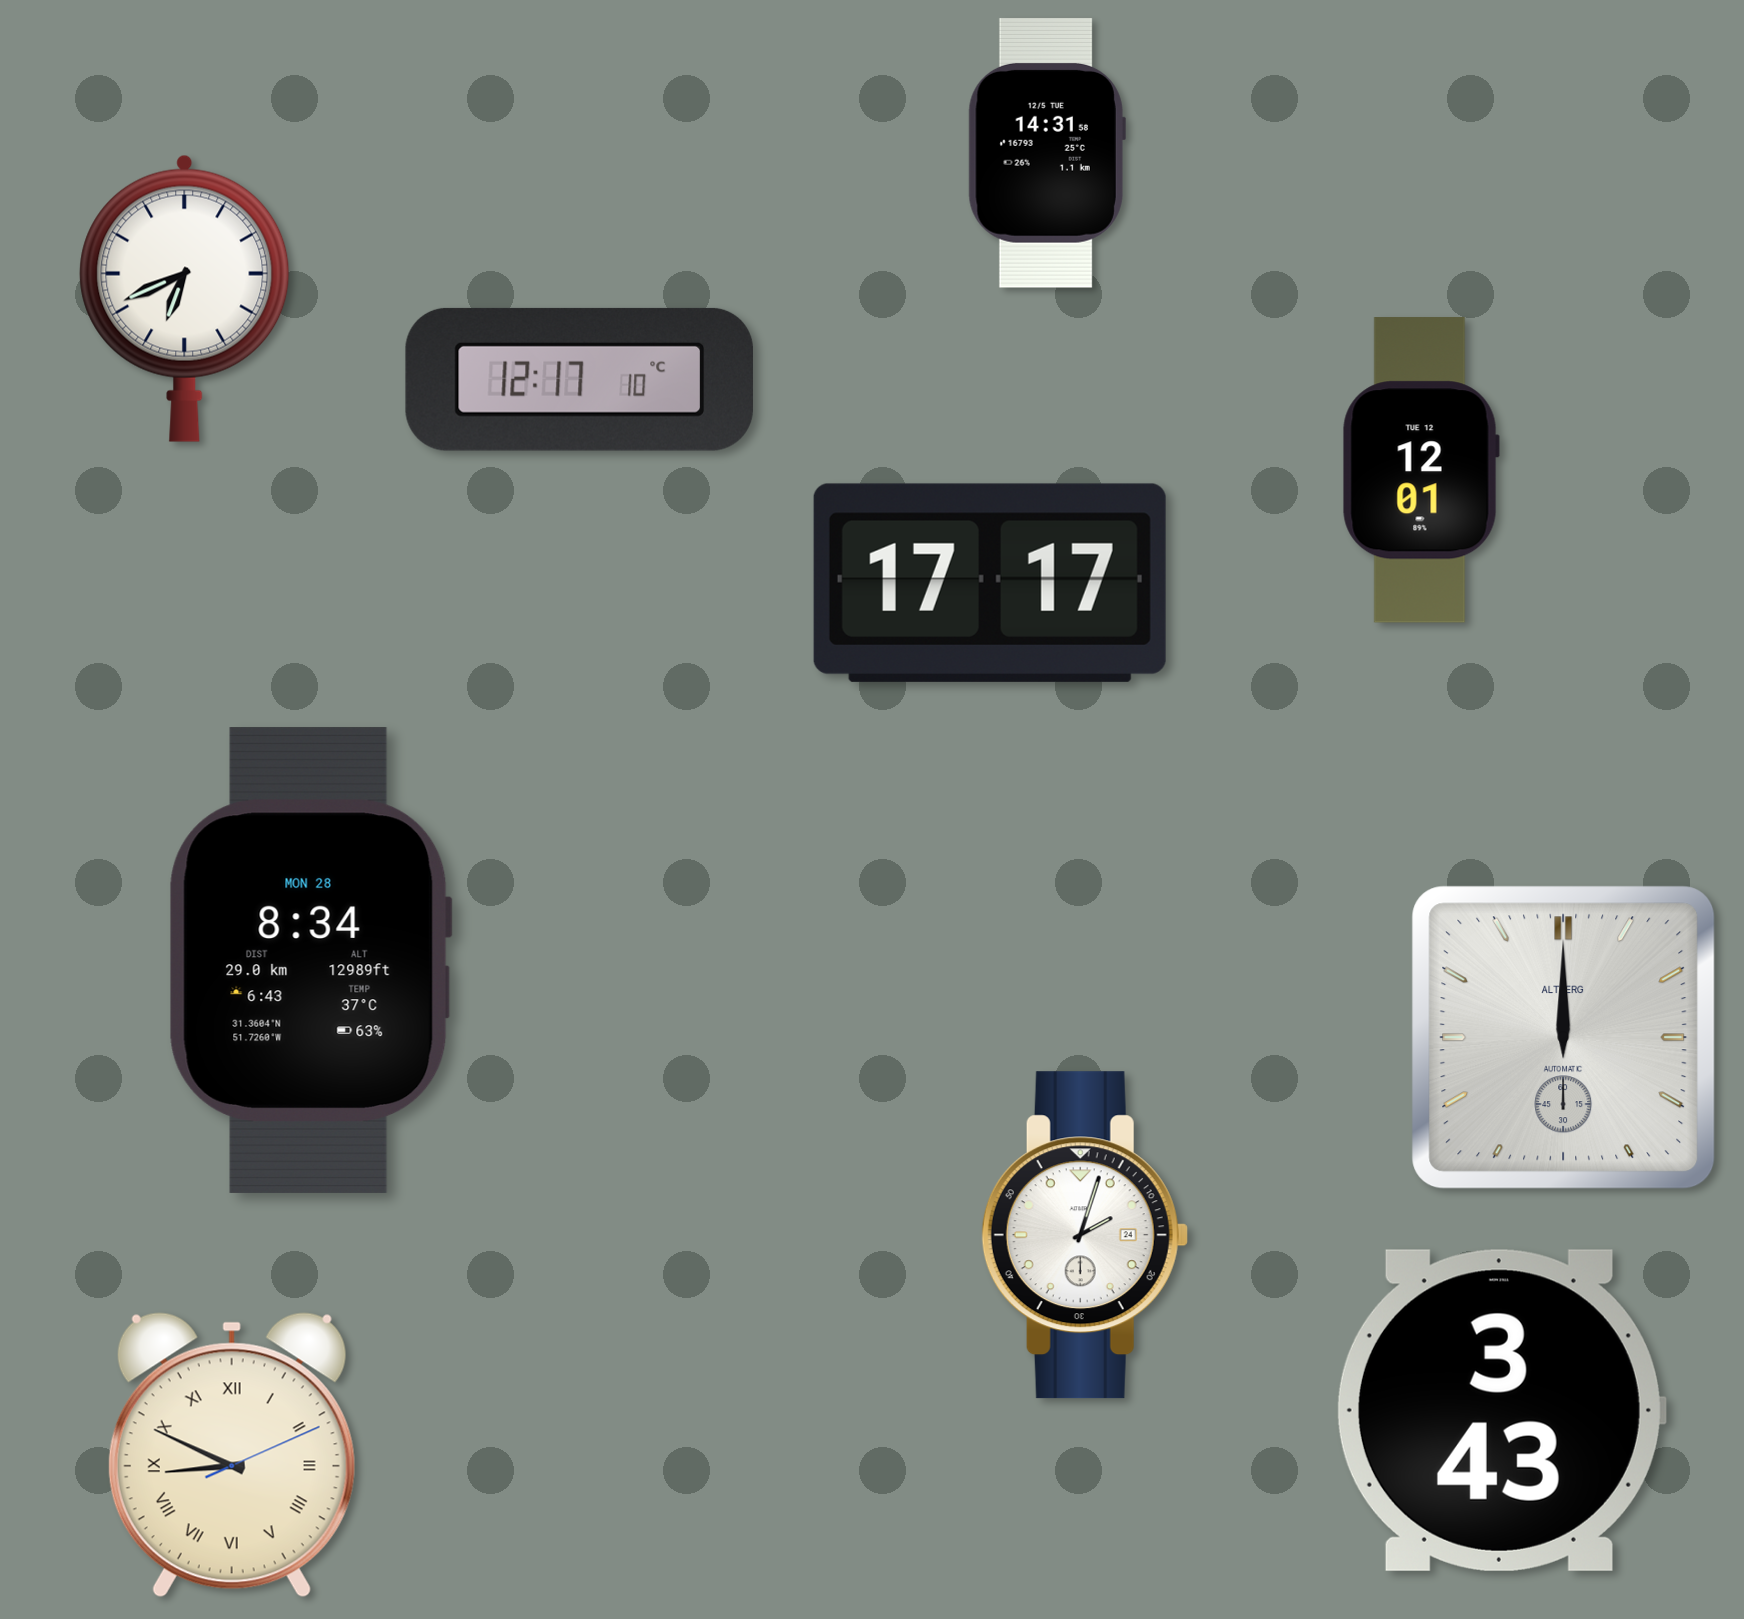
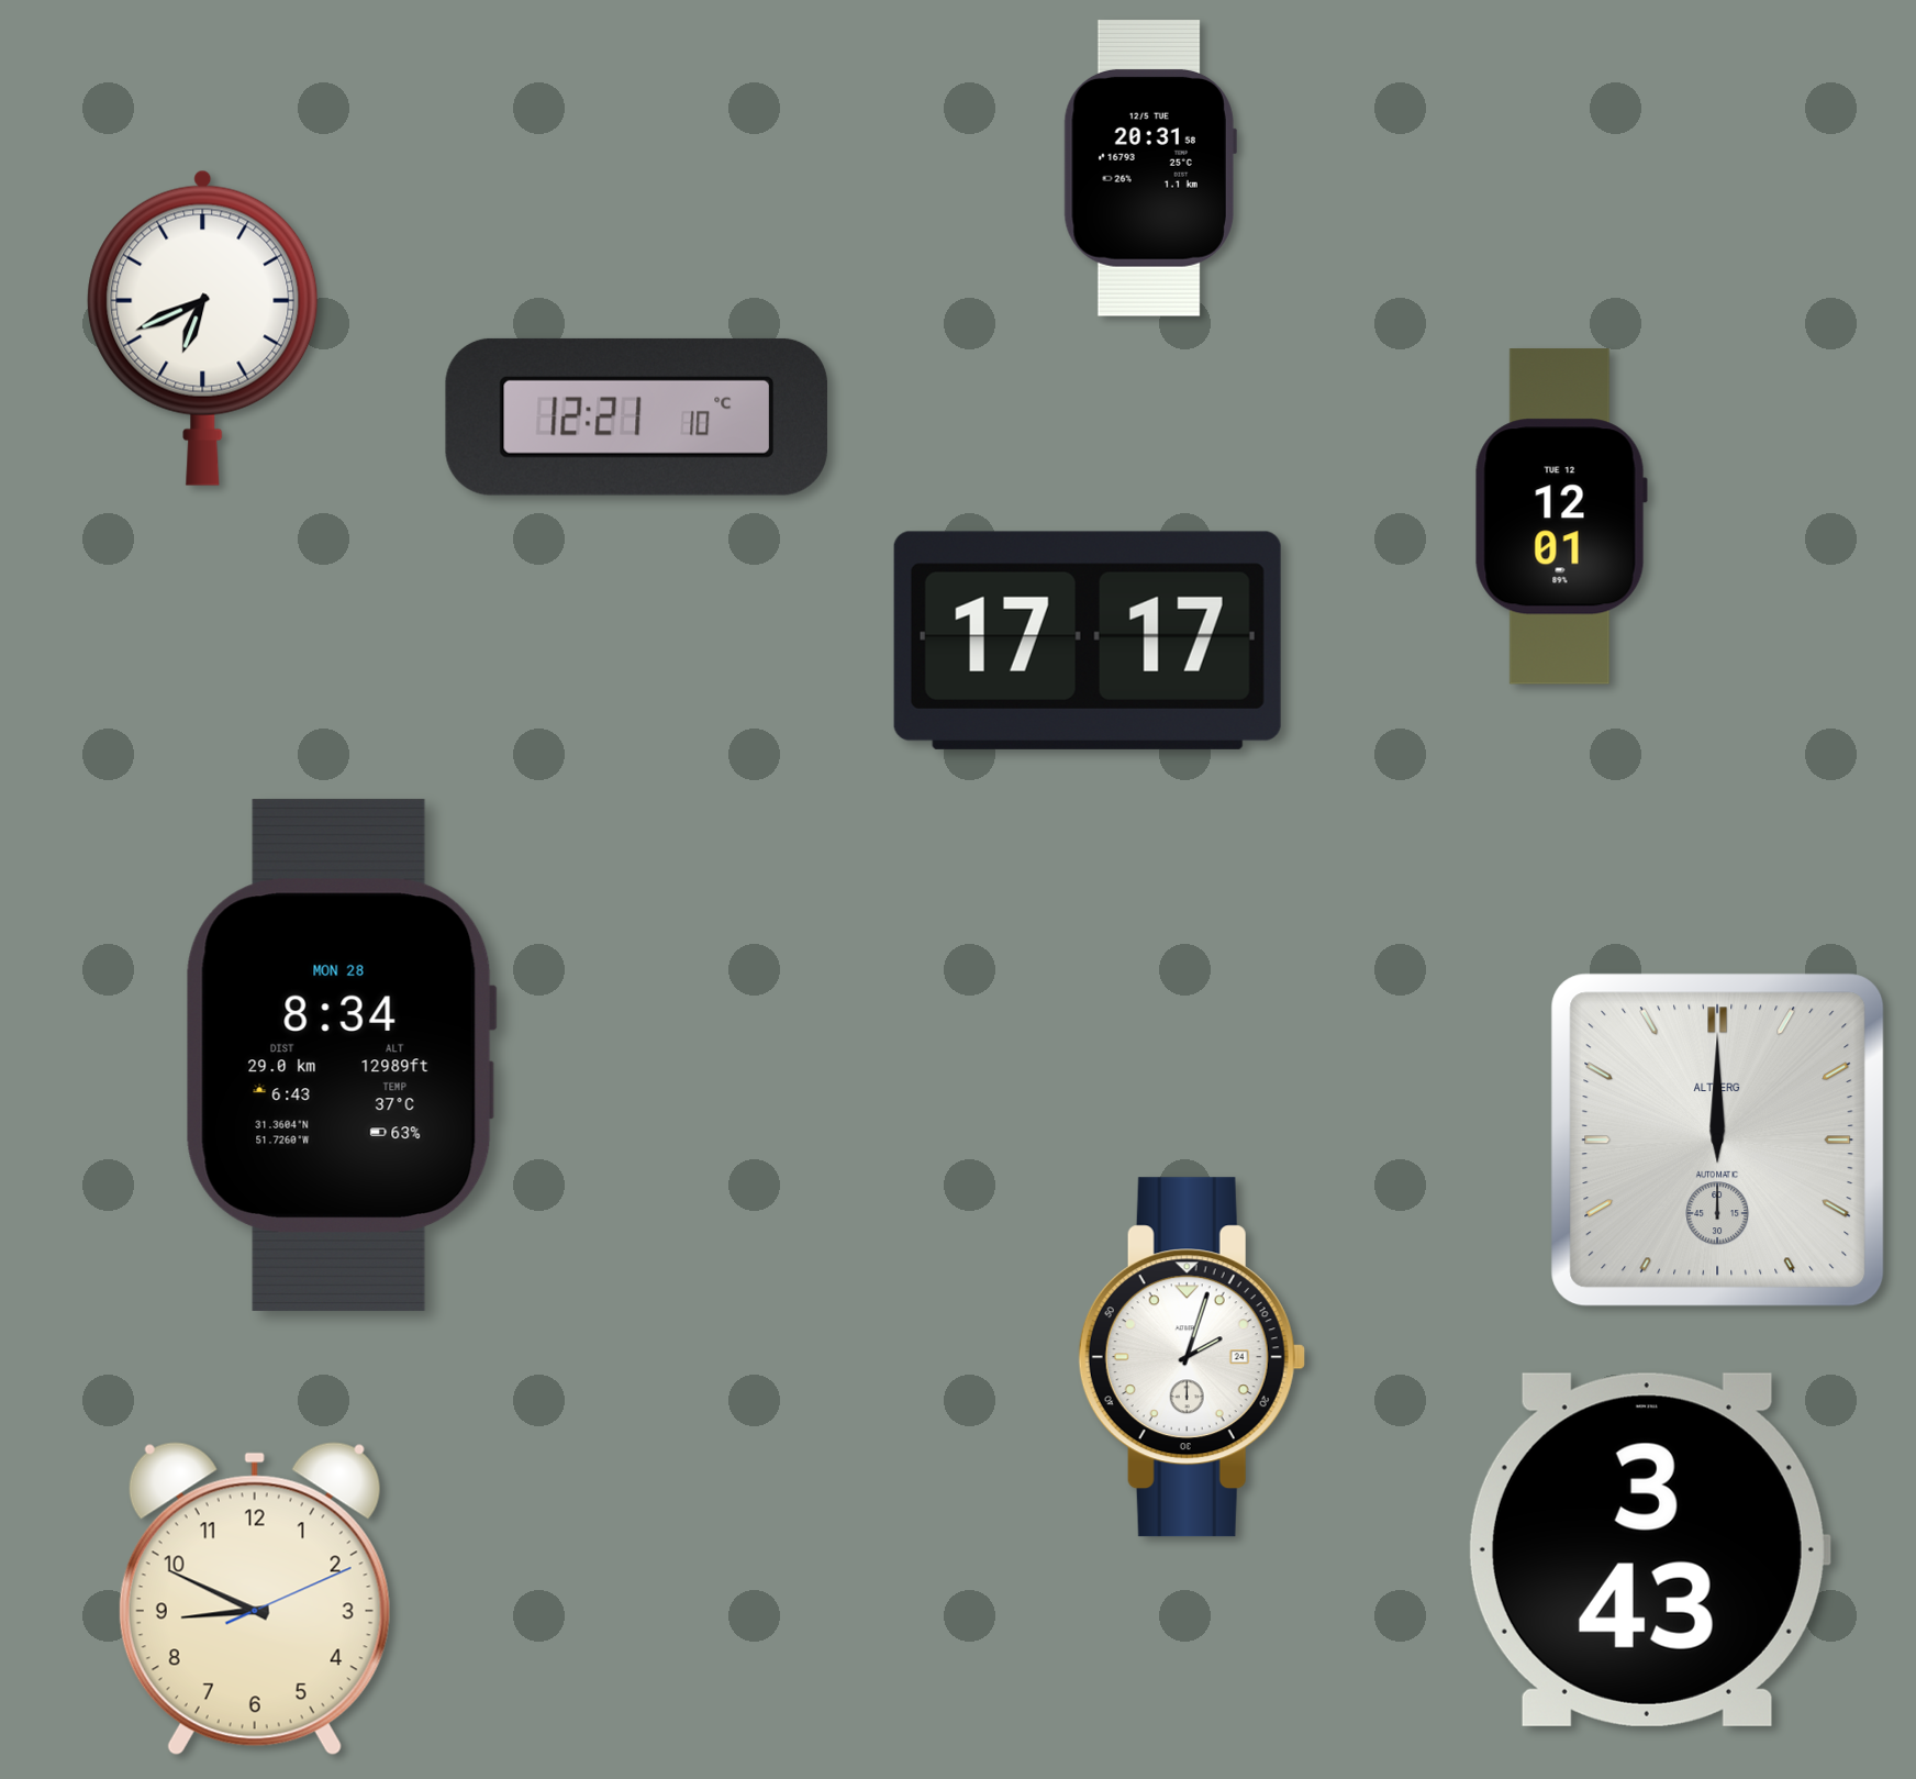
clock at (1047, 153): 14:31 -> 20:31
clock at (579, 379): 12:17 -> 12:21
clock at (232, 1455) numerals: Roman -> Arabic
